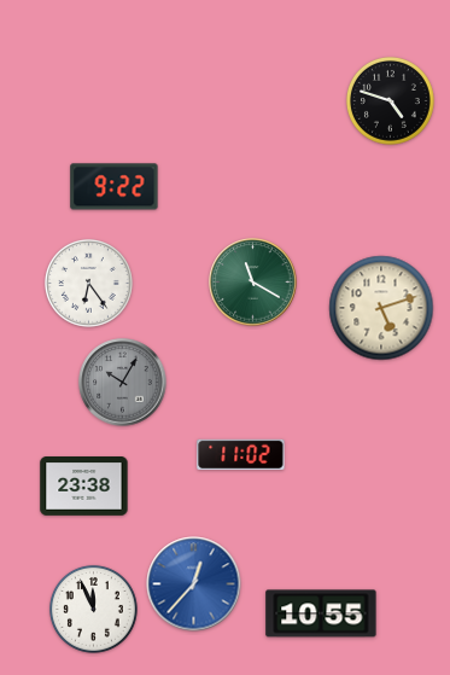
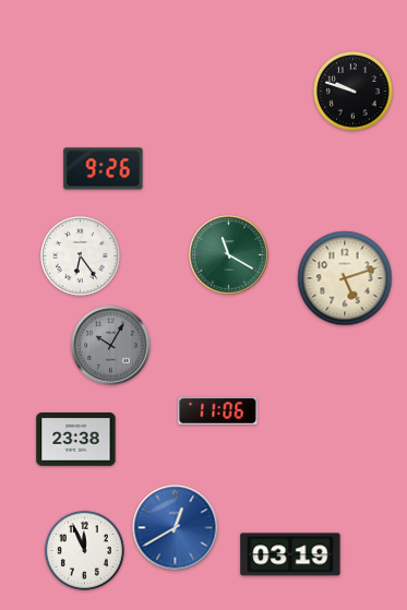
clock at (390, 100): 4:48 -> 9:48
clock at (115, 187): 9:22 -> 9:26
clock at (241, 454): 11:02 -> 11:06
clock at (194, 584): 12:37 -> 12:40
clock at (321, 613): 10:55 -> 03:19
